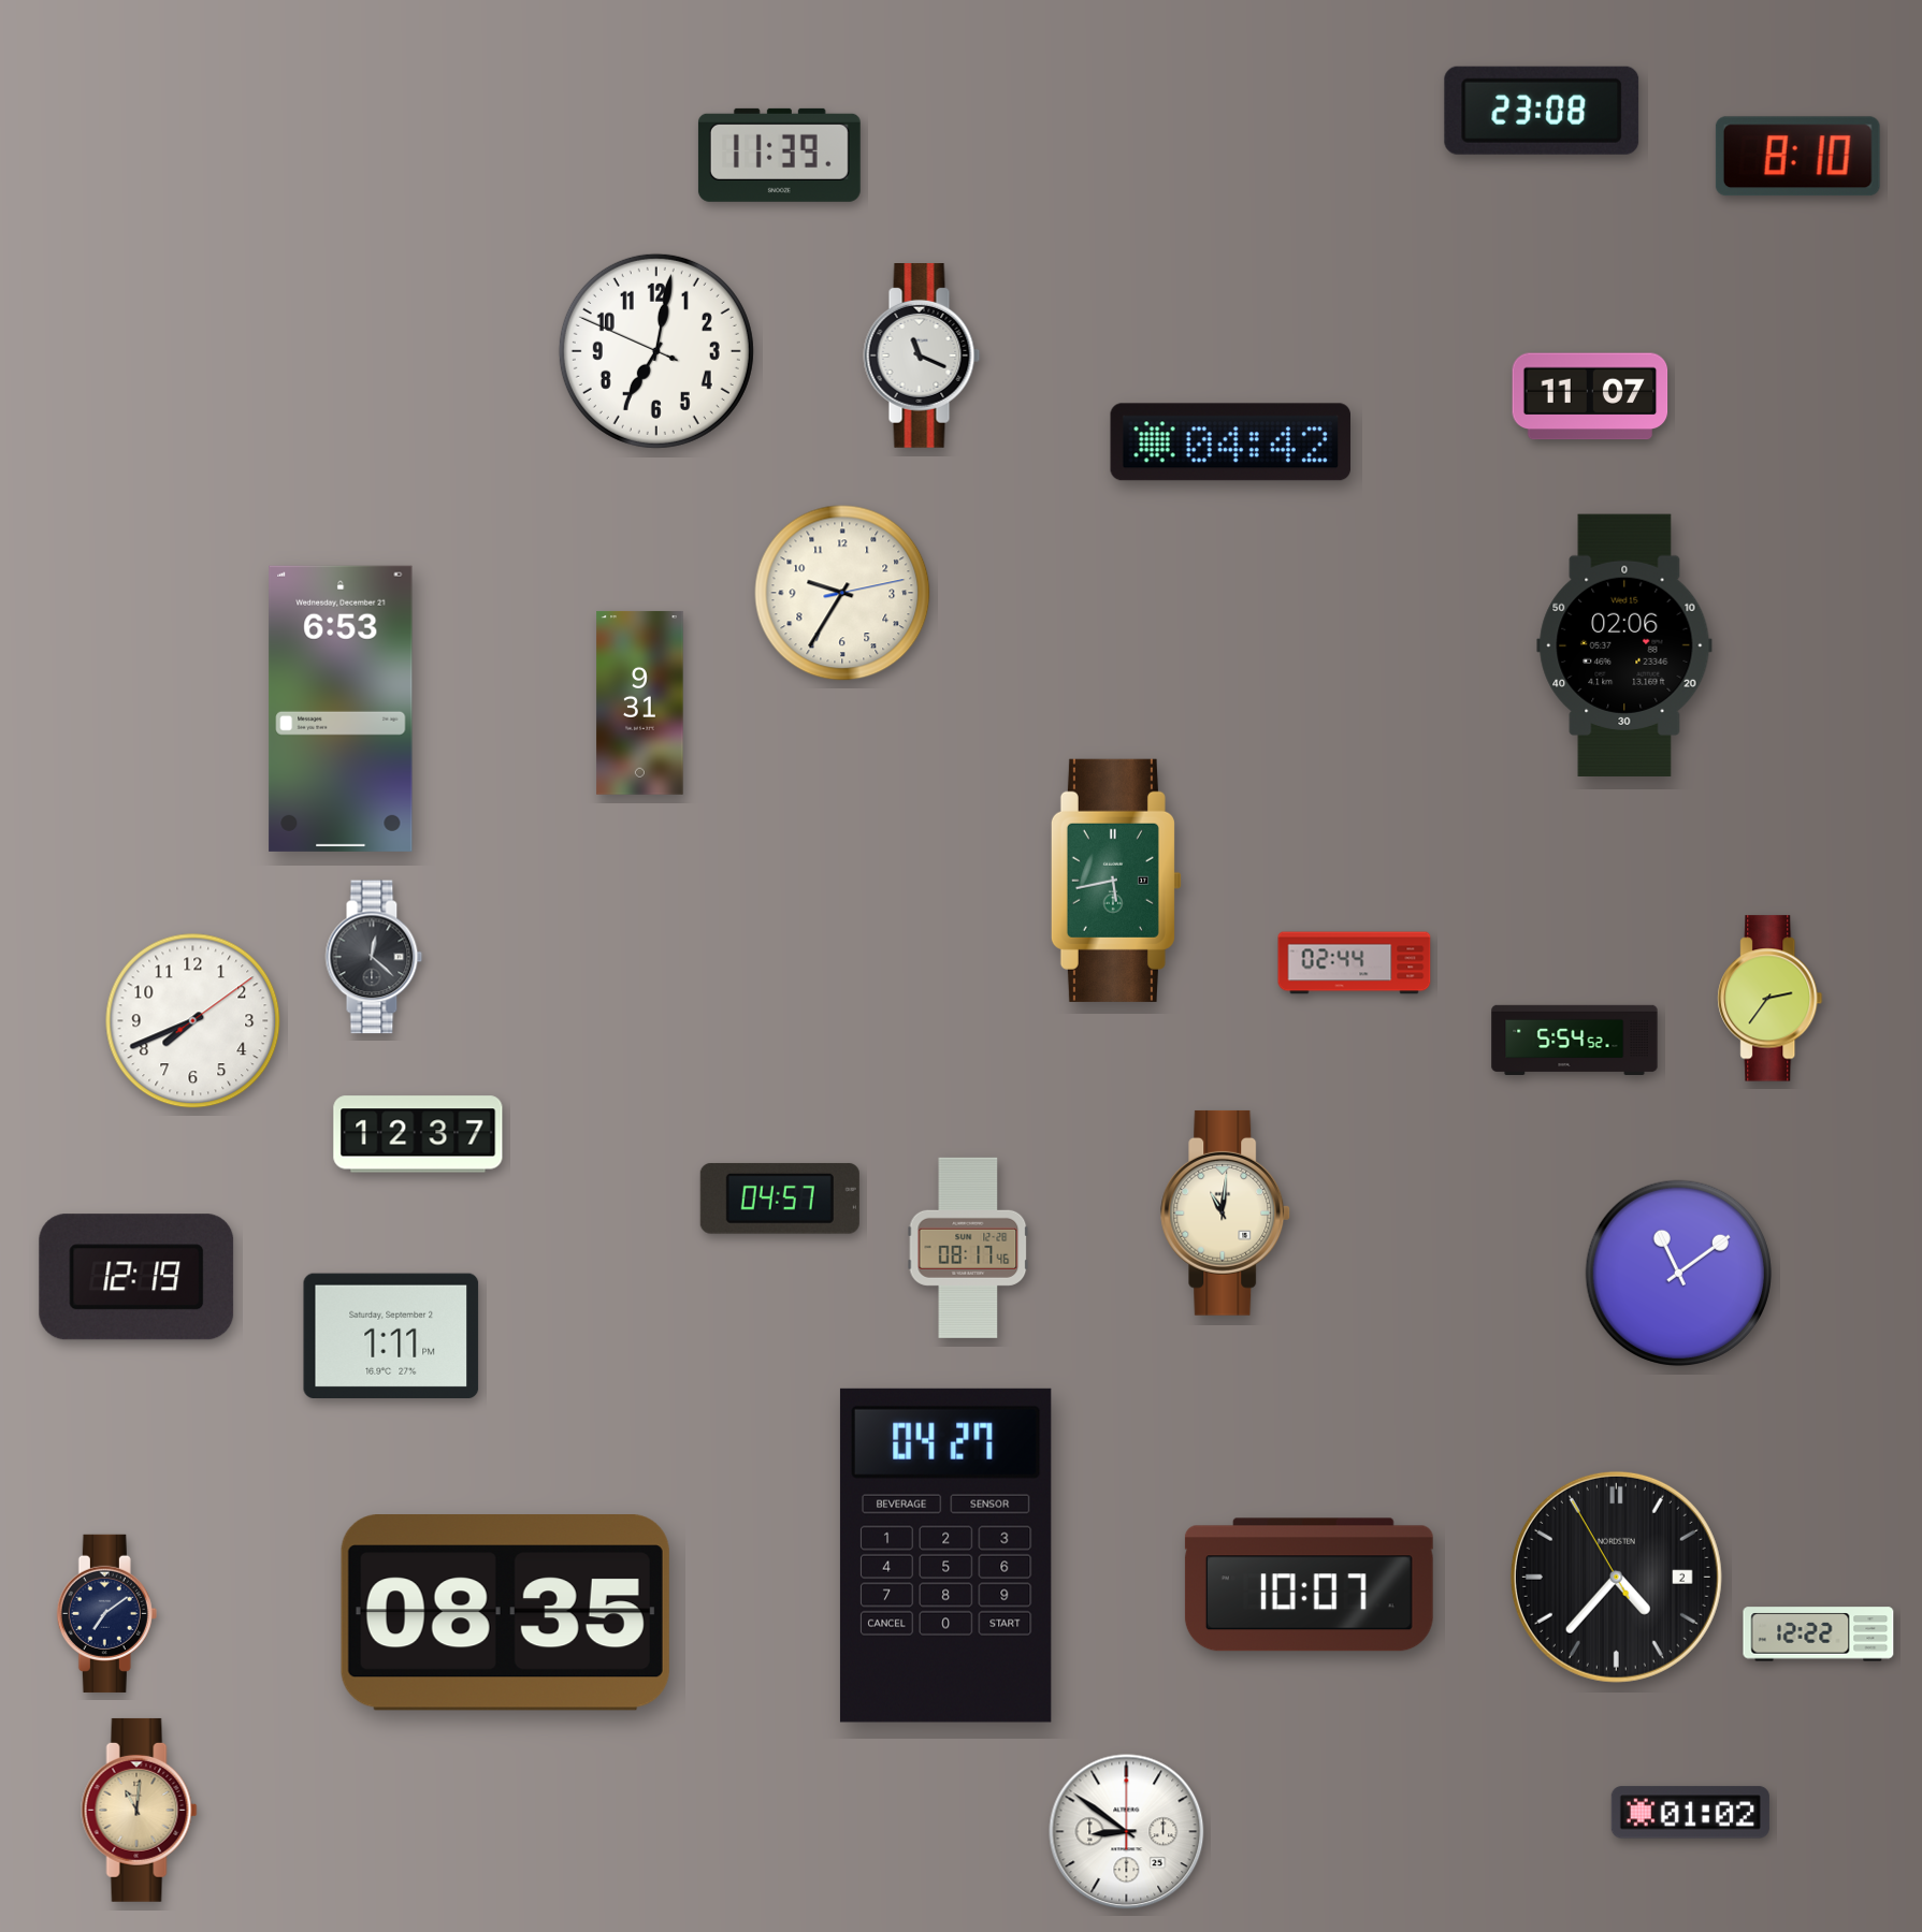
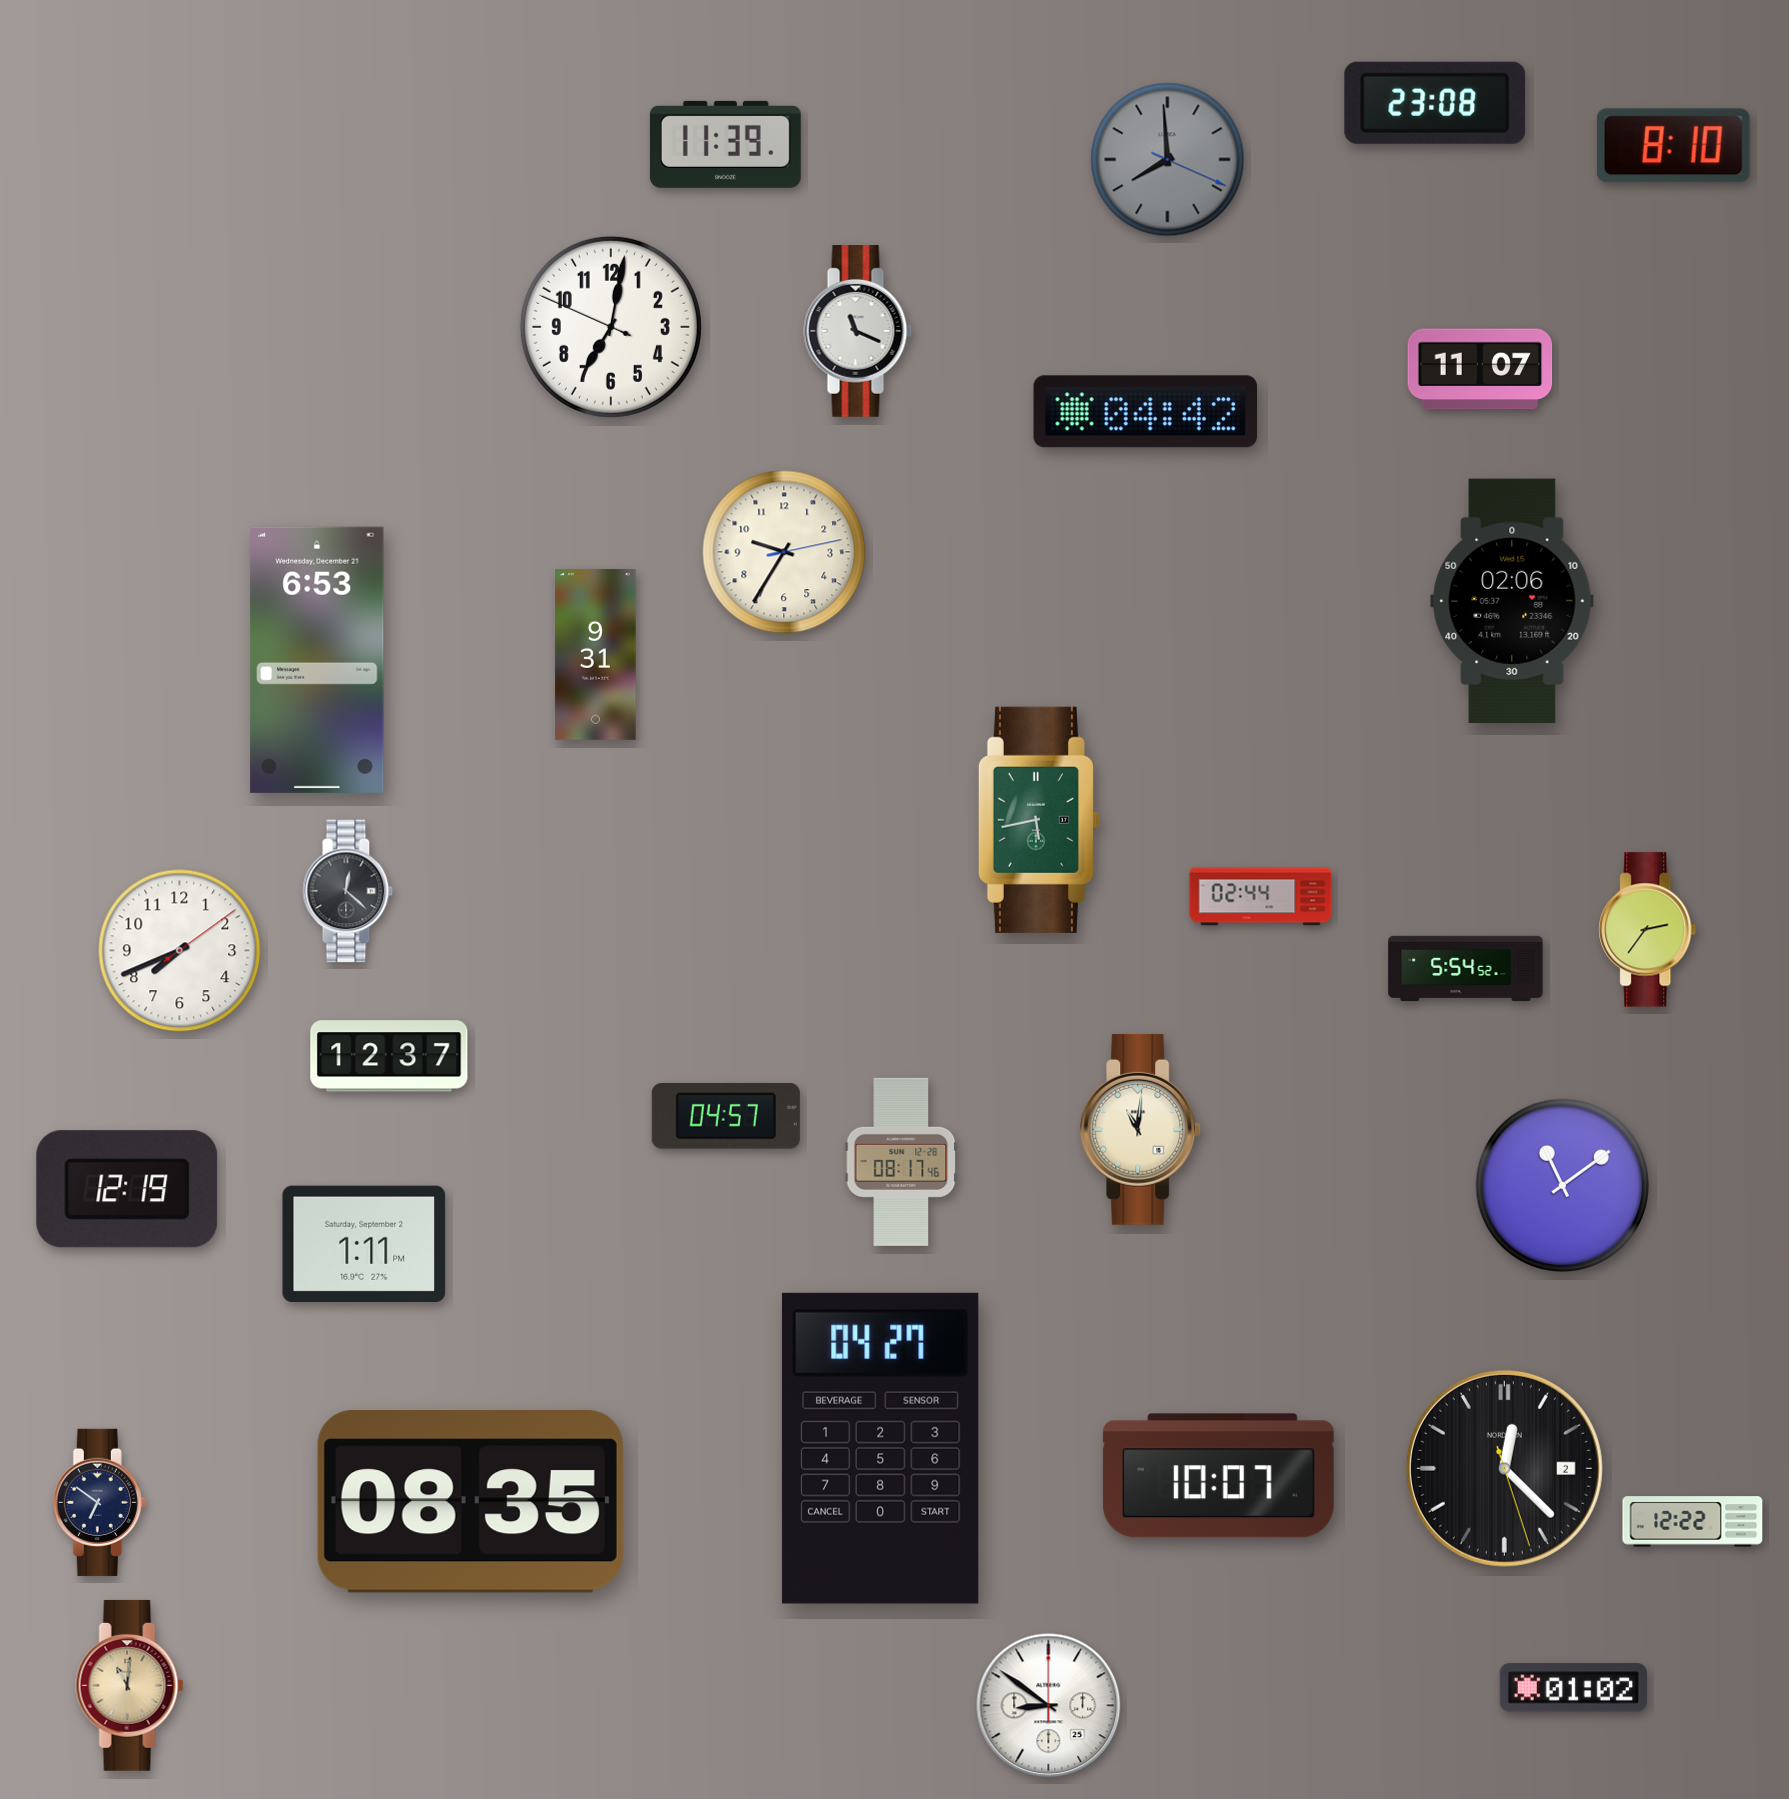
clock at (1168, 160): none -> 7:59
clock at (1616, 1577): 4:36 -> 12:22
clock at (106, 1613): 7:09 -> 6:51
